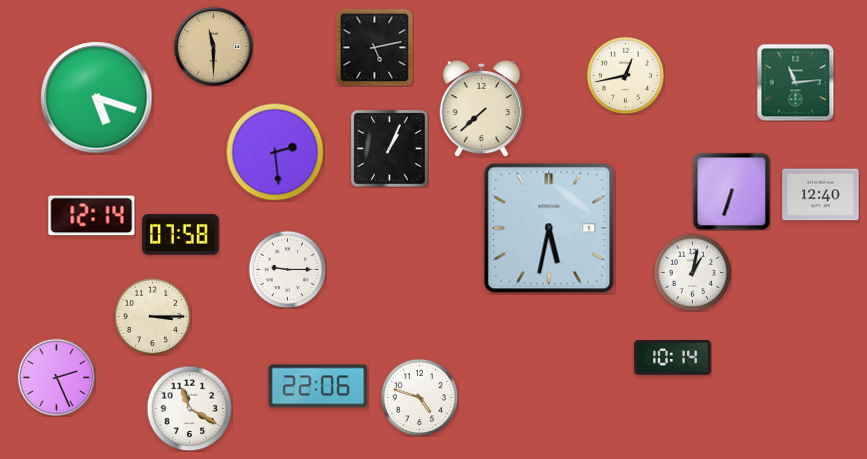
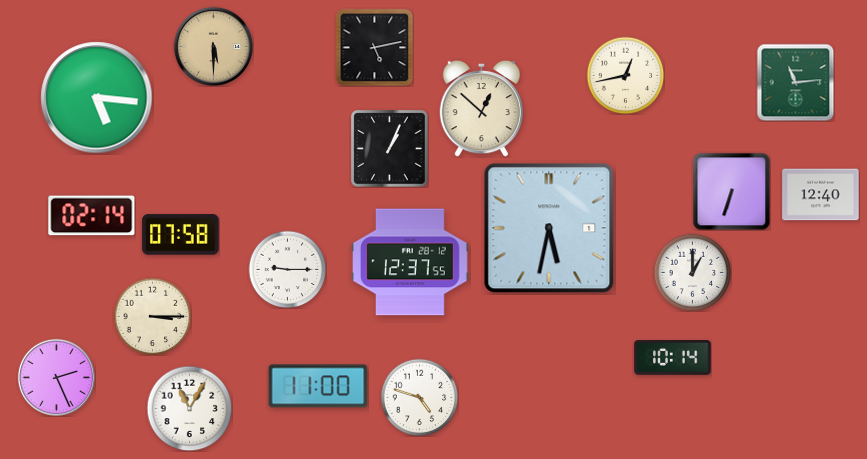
clock at (213, 46): 11:30 -> 5:30
clock at (97, 98): 5:18 -> 5:16
clock at (481, 108): 7:38 -> 12:52
clock at (275, 152): 2:29 -> none
clock at (92, 216): 12:14 -> 02:14
clock at (411, 262): none -> 12:37
clock at (692, 272): 1:02 -> 1:00
clock at (318, 386): 22:06 -> 11:00
clock at (189, 408): 11:20 -> 11:05
